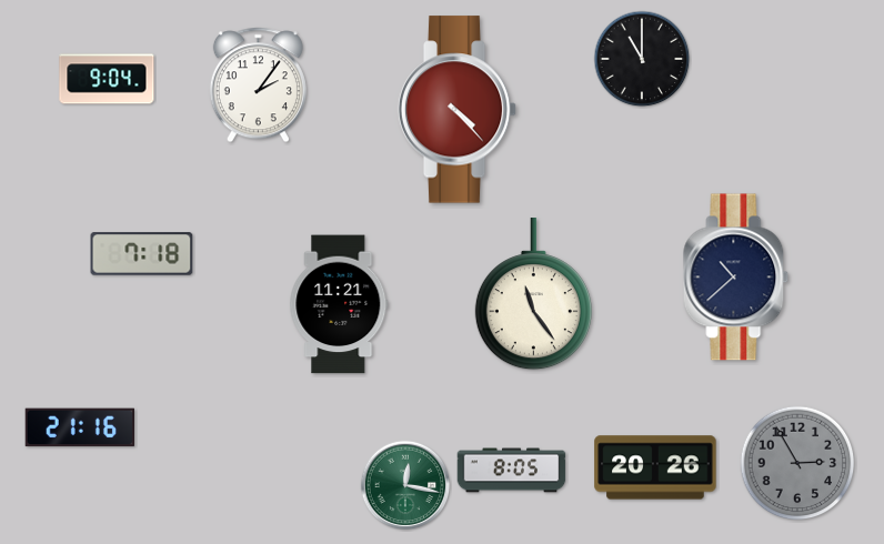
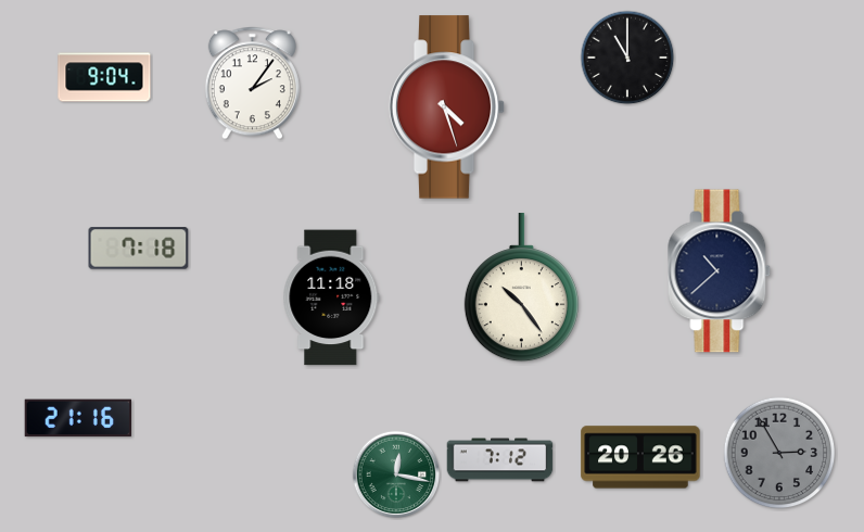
clock at (458, 110): 4:23 -> 4:27
clock at (533, 294): 11:24 -> 10:24
clock at (339, 304): 11:21 -> 11:18
clock at (512, 471): 8:05 -> 7:12
